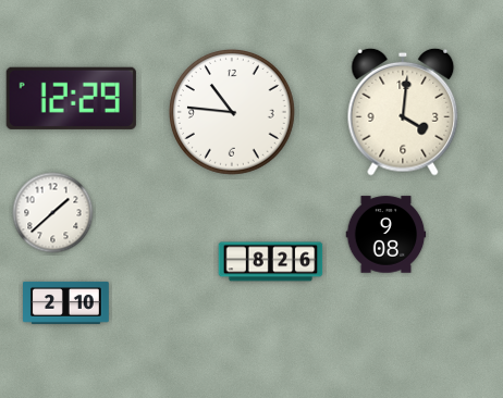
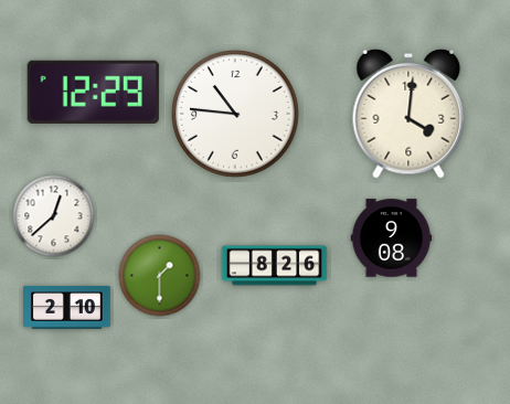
clock at (71, 98) position: (71, 98) -> (93, 92)
clock at (53, 213): 1:38 -> 12:38
clock at (160, 276): none -> 1:30
